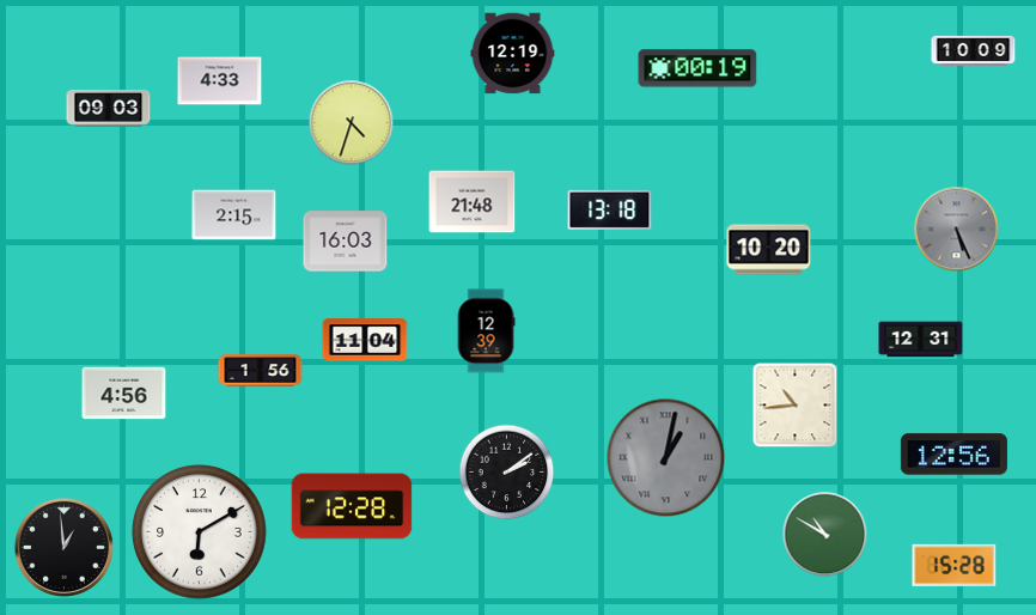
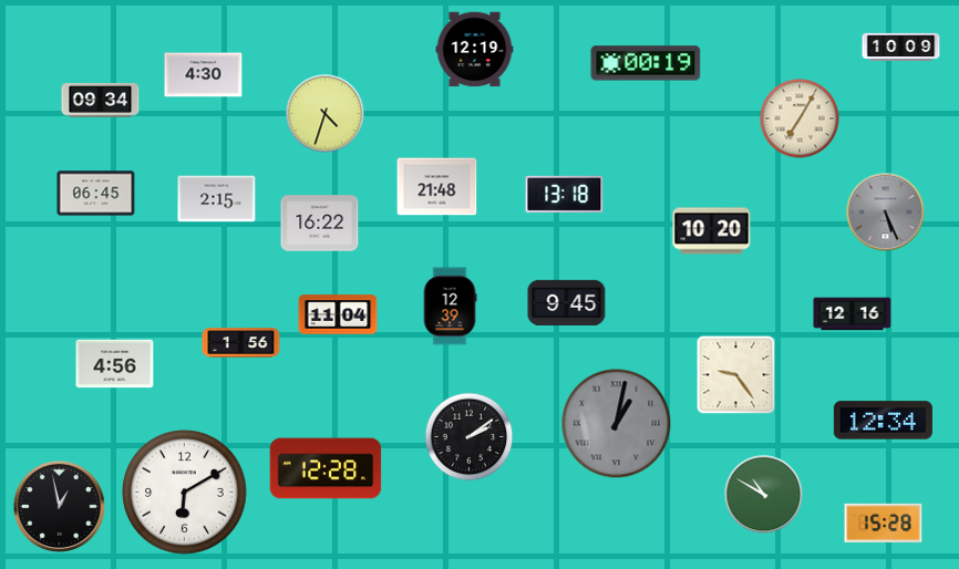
clock at (220, 81): 4:33 -> 4:30
clock at (109, 108): 09:03 -> 09:34
clock at (800, 118): none -> 7:05
clock at (96, 194): none -> 06:45
clock at (346, 242): 16:03 -> 16:22
clock at (567, 302): none -> 9:45
clock at (921, 340): 12:31 -> 12:16
clock at (796, 406): 10:44 -> 9:24
clock at (953, 455): 12:56 -> 12:34
clock at (63, 547): 12:59 -> 12:58
